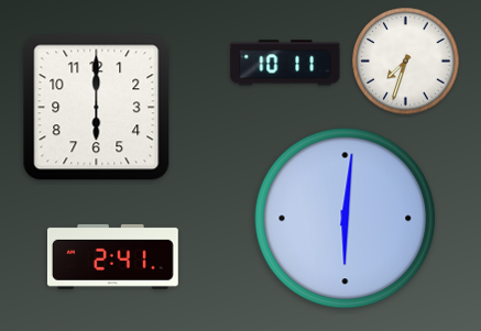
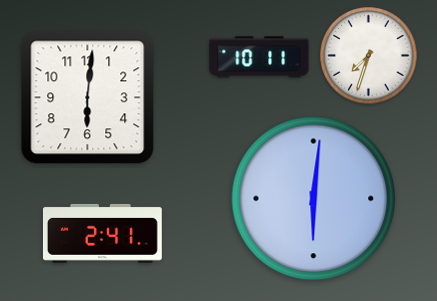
clock at (97, 108): 6:00 -> 6:01
